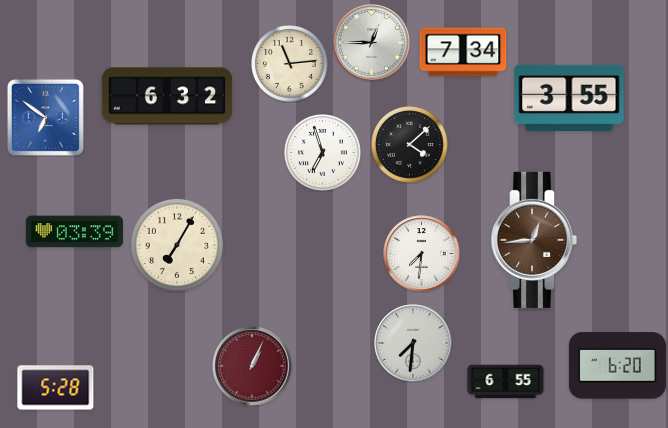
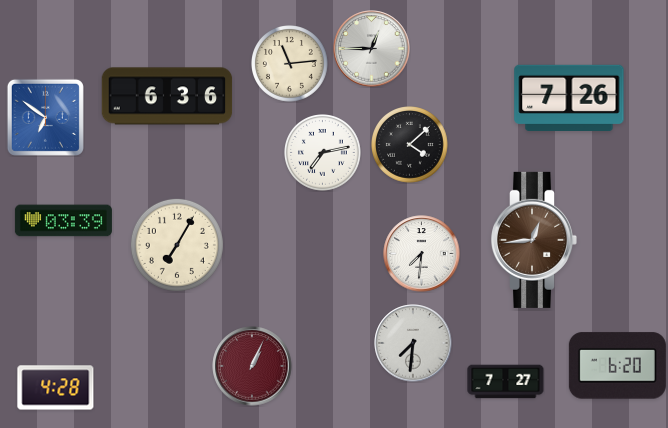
clock at (372, 43) position: (372, 43) -> (372, 49)
clock at (463, 52): 7:34 -> none
clock at (167, 96): 6:32 -> 6:36
clock at (569, 97): 3:55 -> 7:26
clock at (323, 153): 6:57 -> 7:13
clock at (74, 232) position: (74, 232) -> (63, 221)
clock at (506, 382): 6:55 -> 7:27
clock at (56, 388): 5:28 -> 4:28
